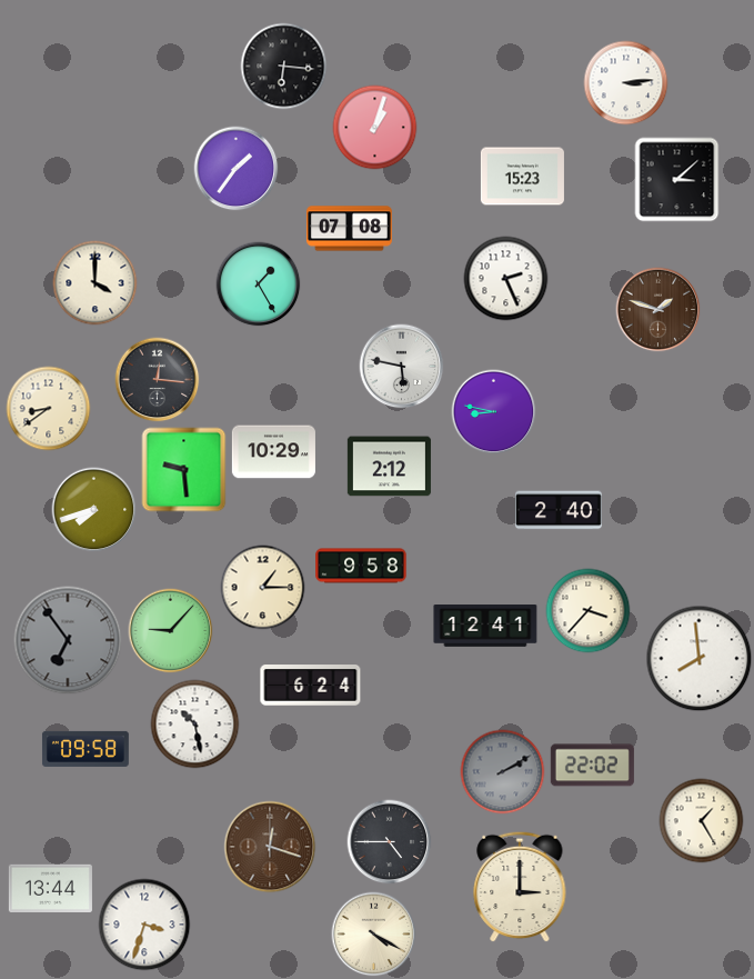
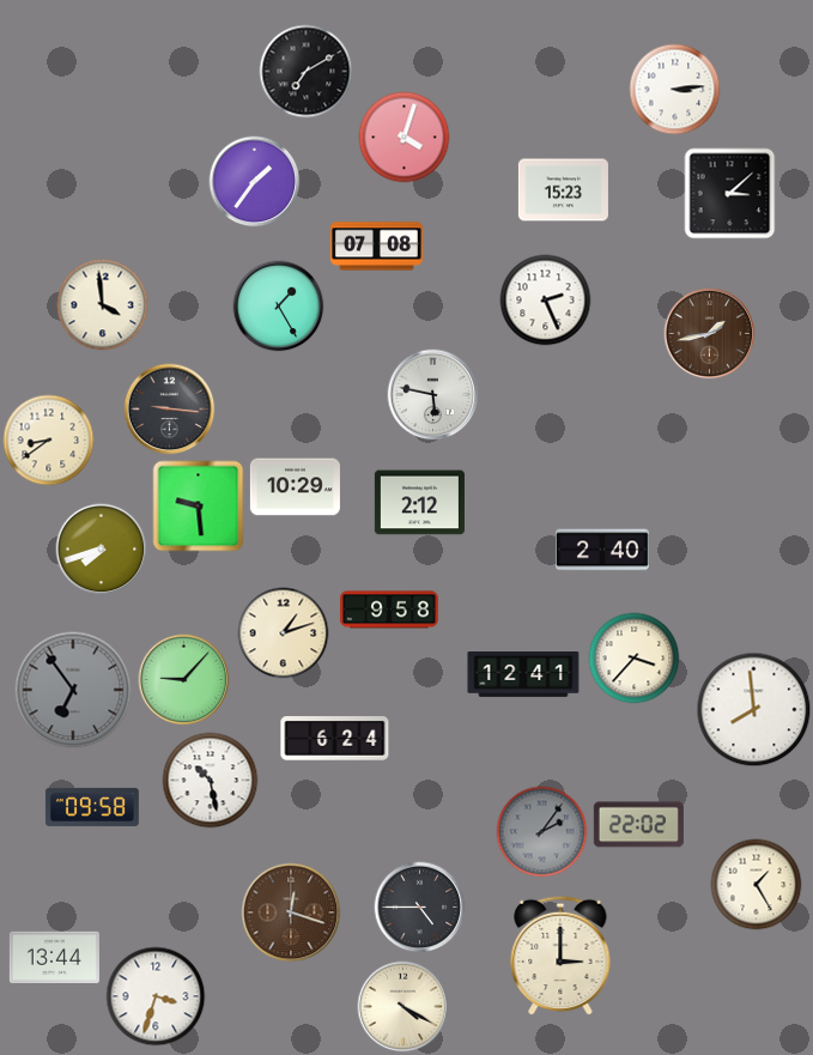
clock at (284, 67): 6:16 -> 7:10
clock at (375, 128): 1:03 -> 4:03
clock at (95, 283): 4:00 -> 3:59
clock at (659, 310): 1:48 -> 1:43
clock at (158, 380): 12:16 -> 9:16
clock at (49, 409) position: (49, 409) -> (49, 441)
clock at (494, 412): 8:47 -> none
clock at (263, 588): 1:15 -> 1:12
clock at (503, 772): 2:10 -> 2:06
